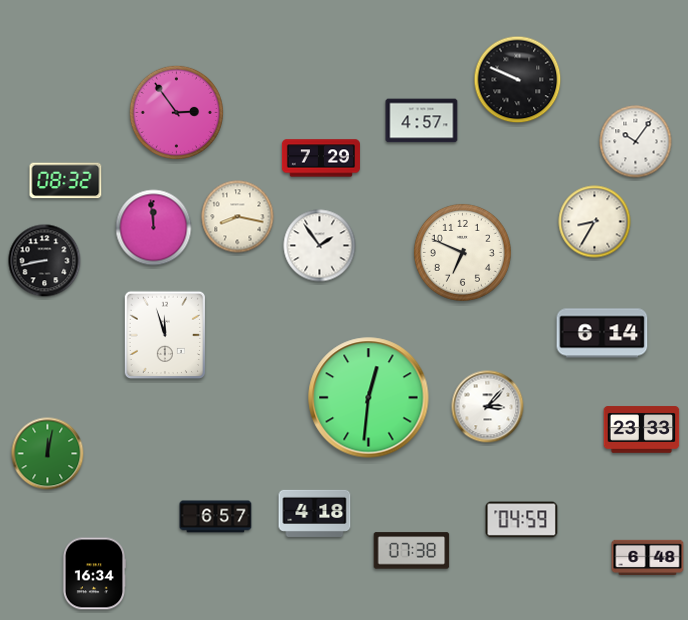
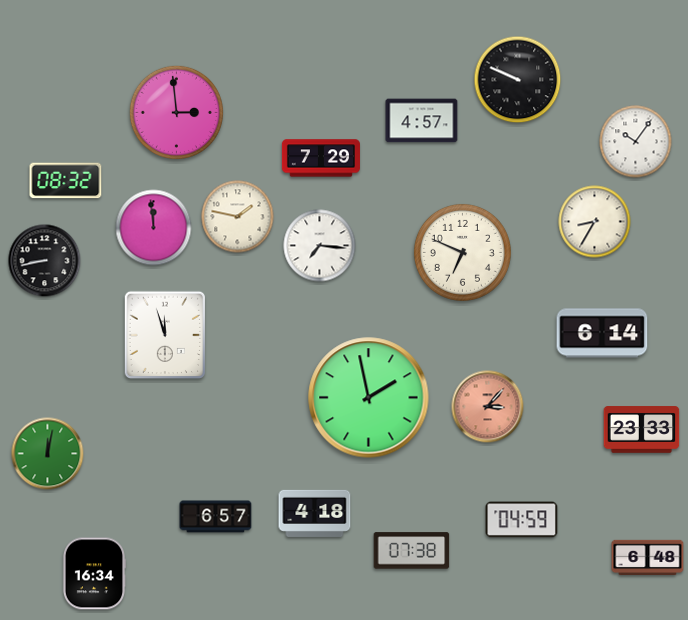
clock at (176, 112): 2:54 -> 2:59
clock at (238, 217): 8:17 -> 1:47
clock at (320, 246): 1:54 -> 7:16
clock at (369, 398): 12:31 -> 1:58
clock at (488, 407) dial: white -> salmon
